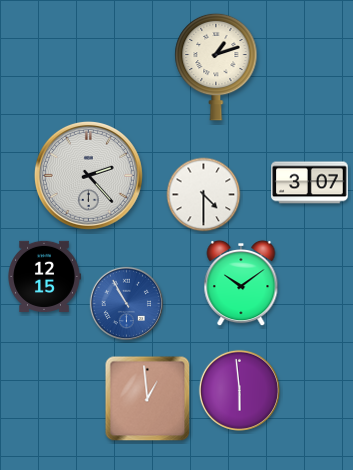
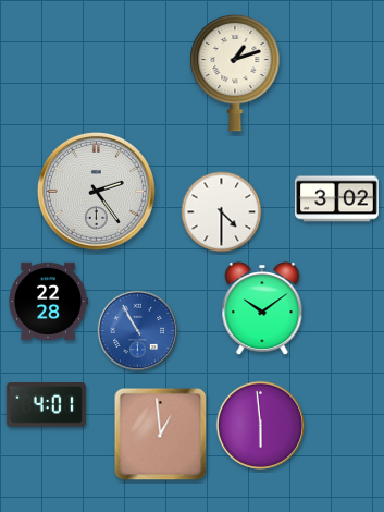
clock at (88, 175): 2:23 -> 2:24
clock at (310, 183): 3:07 -> 3:02
clock at (44, 276): 12:15 -> 22:28
clock at (46, 405): none -> 4:01
